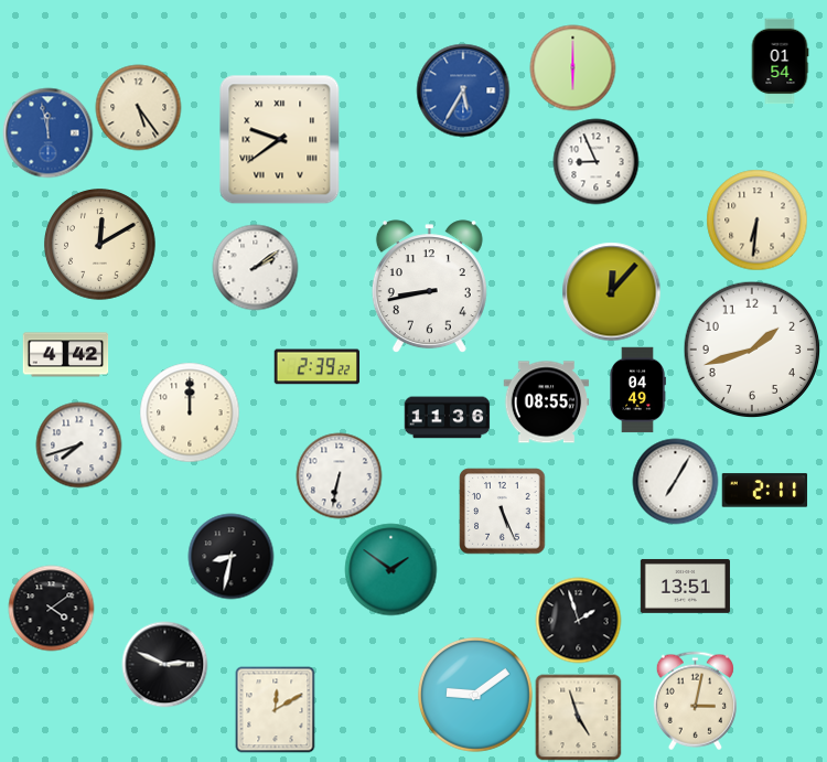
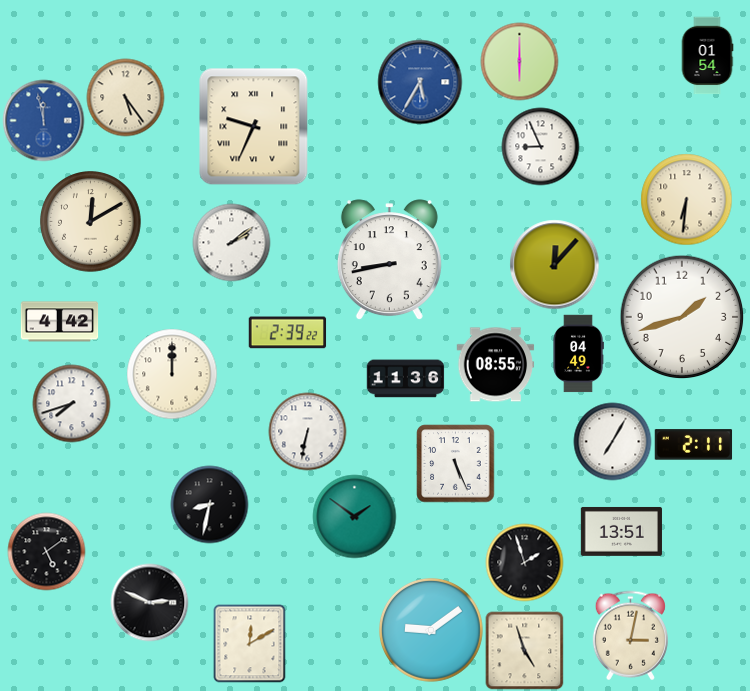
clock at (280, 140): 9:39 -> 9:34
clock at (675, 481) position: (675, 481) -> (612, 441)
clock at (51, 608): 4:09 -> 5:09
